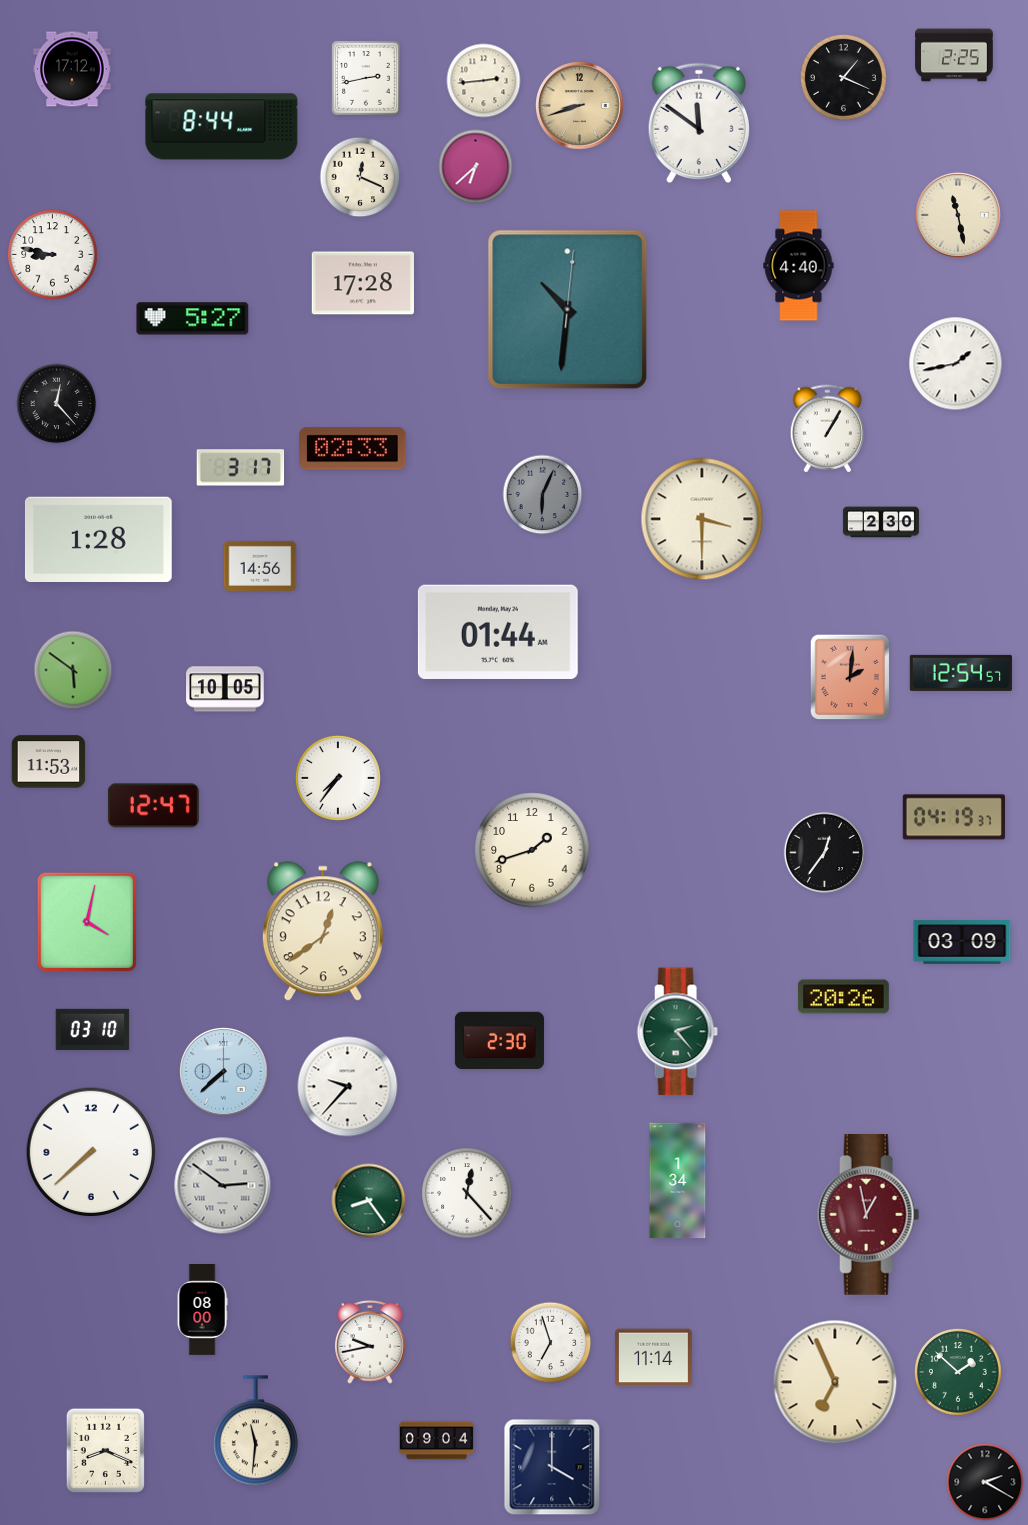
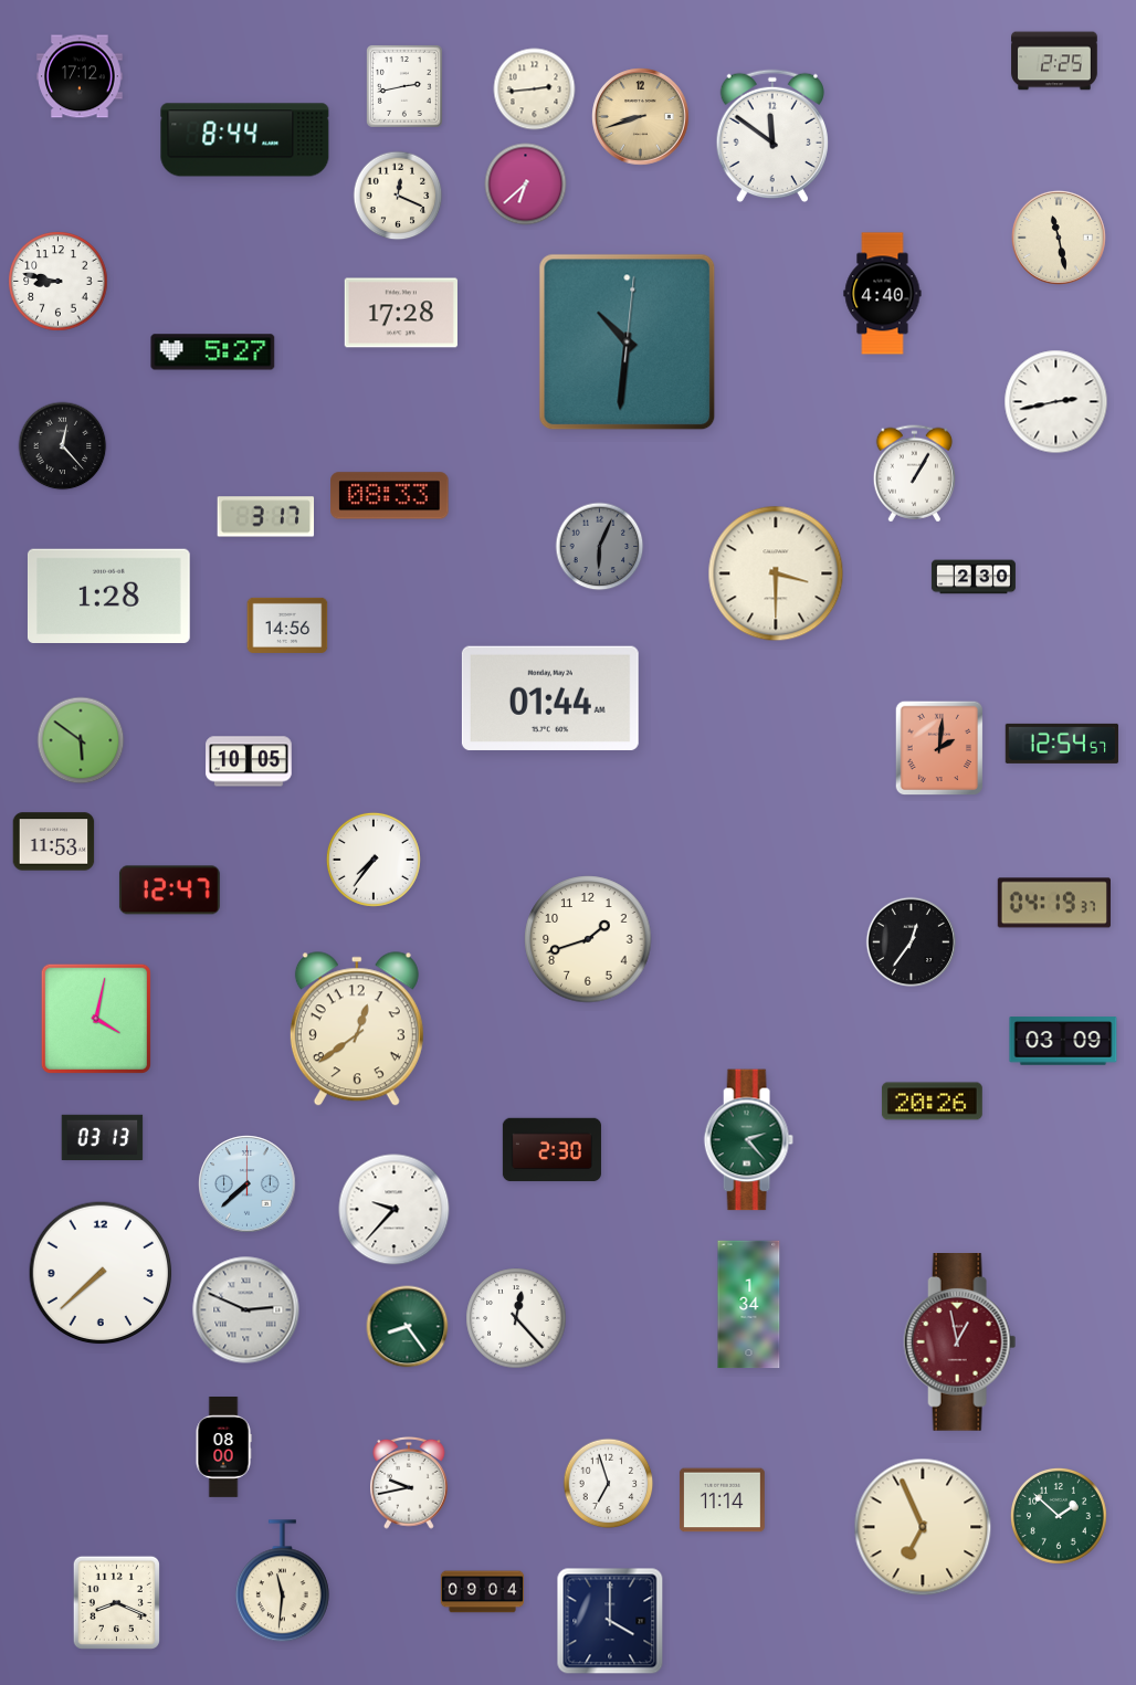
clock at (843, 77): 1:19 -> none
clock at (956, 364): 1:43 -> 2:43
clock at (353, 449): 02:33 -> 08:33
clock at (93, 1029): 03:10 -> 03:13
clock at (348, 1087) position: (348, 1087) -> (395, 1210)
clock at (223, 1186): 2:51 -> 2:49
clock at (985, 1482): 2:20 -> none
